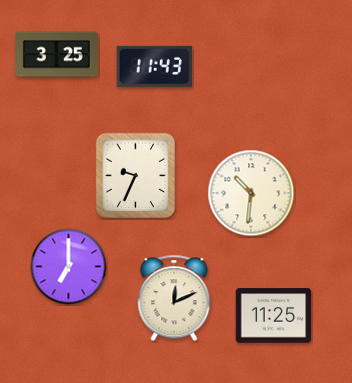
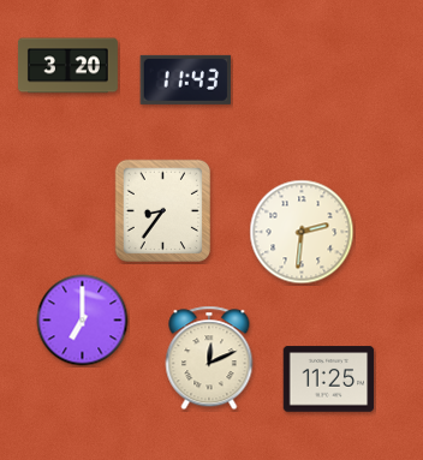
clock at (56, 55): 3:25 -> 3:20
clock at (136, 176): 9:34 -> 8:36
clock at (251, 193): 10:31 -> 2:31
